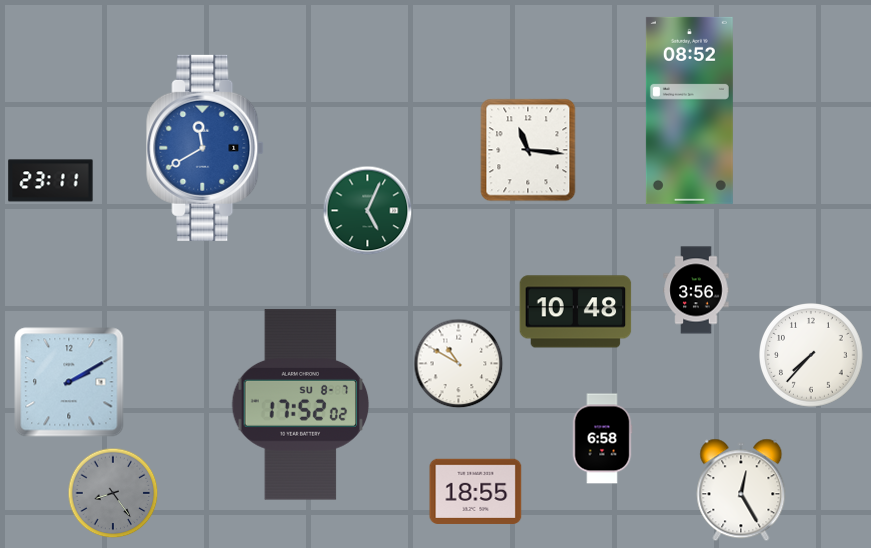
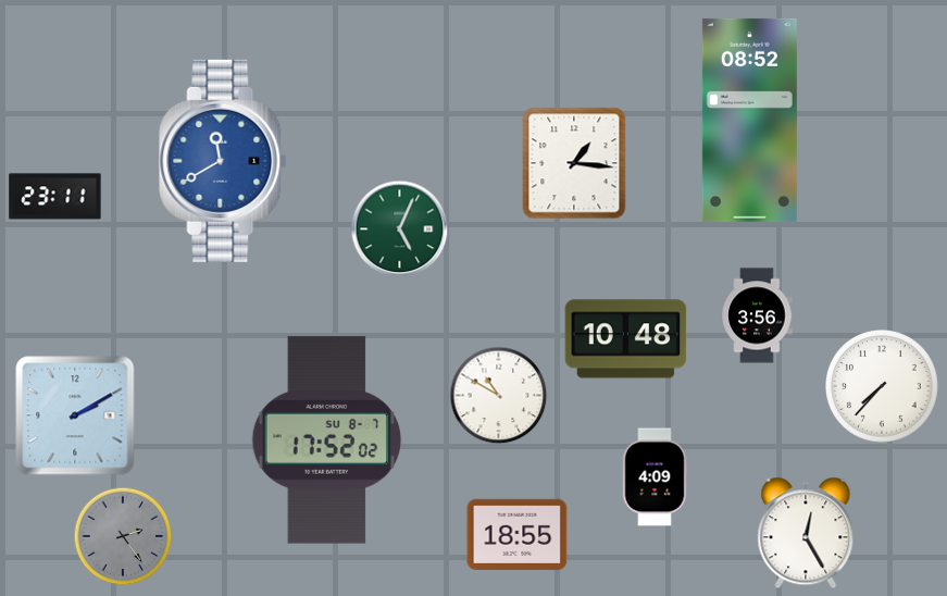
clock at (528, 150): 11:16 -> 1:16
clock at (602, 439): 6:58 -> 4:09
clock at (113, 493): 8:24 -> 2:24
